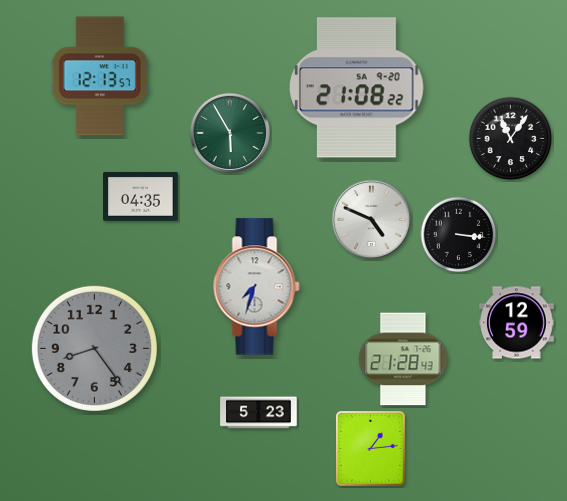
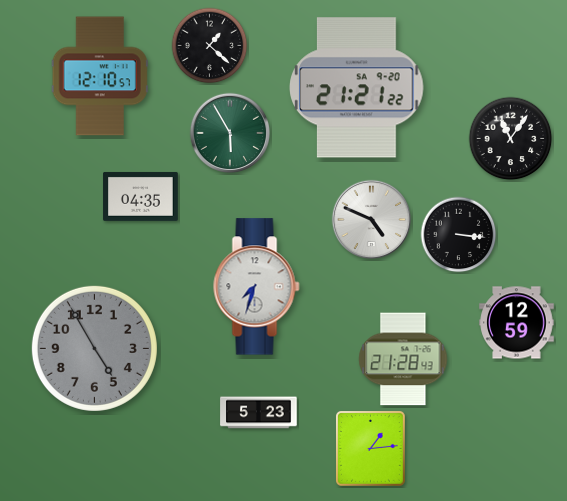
clock at (210, 46): none -> 1:22
clock at (100, 76): 12:13 -> 12:10
clock at (357, 88): 21:08 -> 21:21
clock at (94, 348): 8:24 -> 4:55
